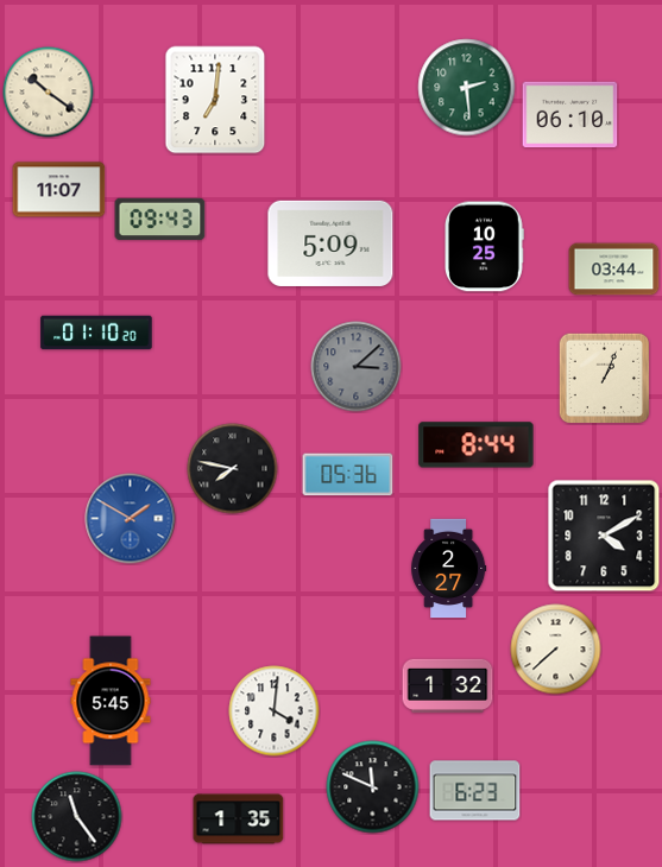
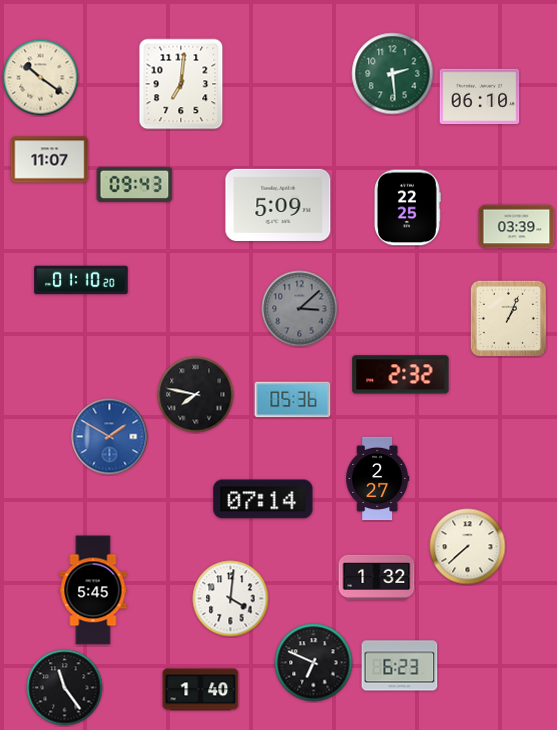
clock at (485, 247): 10:25 -> 22:25
clock at (614, 270): 03:44 -> 03:39
clock at (477, 445): 8:44 -> 2:32
clock at (604, 536): 4:10 -> none
clock at (263, 499): none -> 07:14
clock at (373, 787): 11:49 -> 6:49
clock at (239, 819): 1:35 -> 1:40
